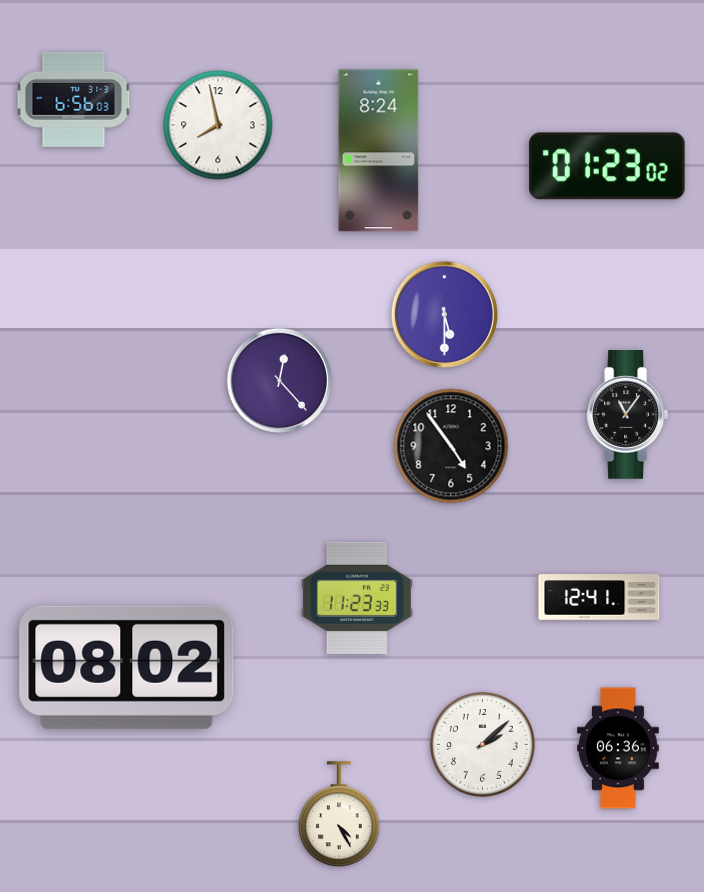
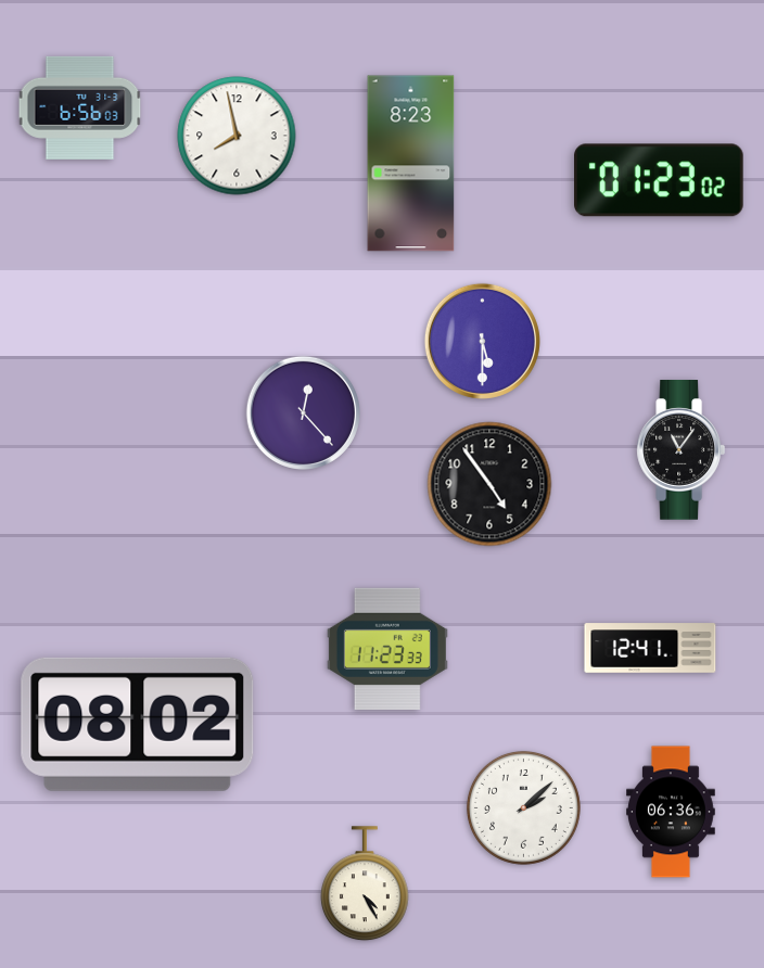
clock at (379, 151): 8:24 -> 8:23
clock at (339, 815) position: (339, 815) -> (365, 884)
